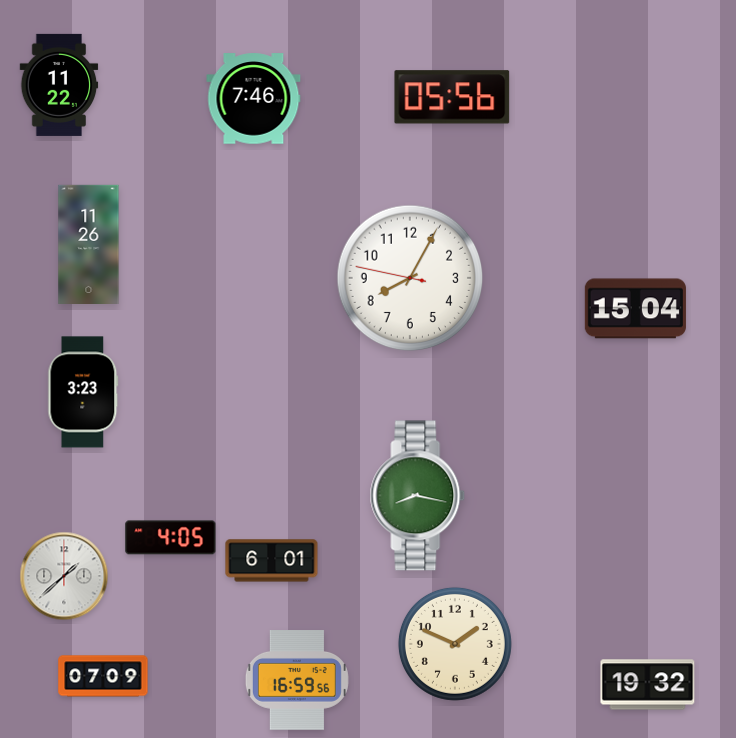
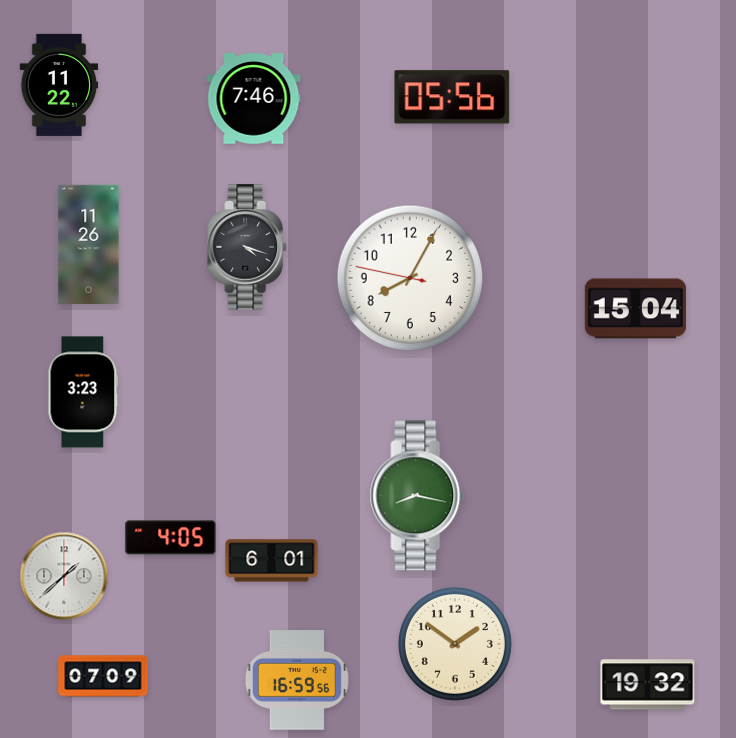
clock at (247, 247): none -> 4:18
clock at (455, 644): 1:49 -> 1:51
